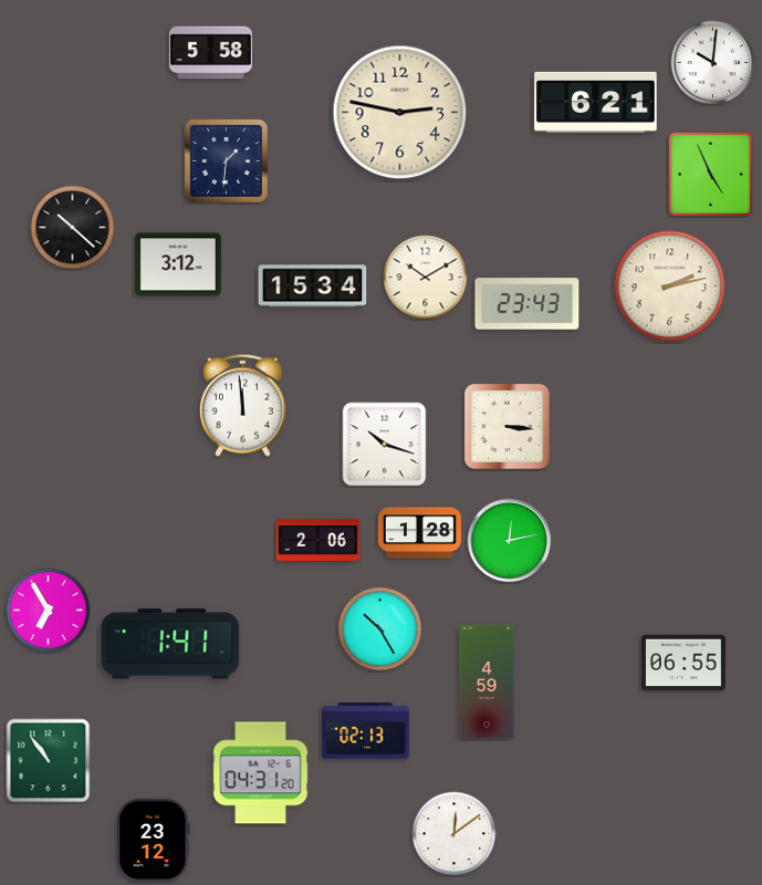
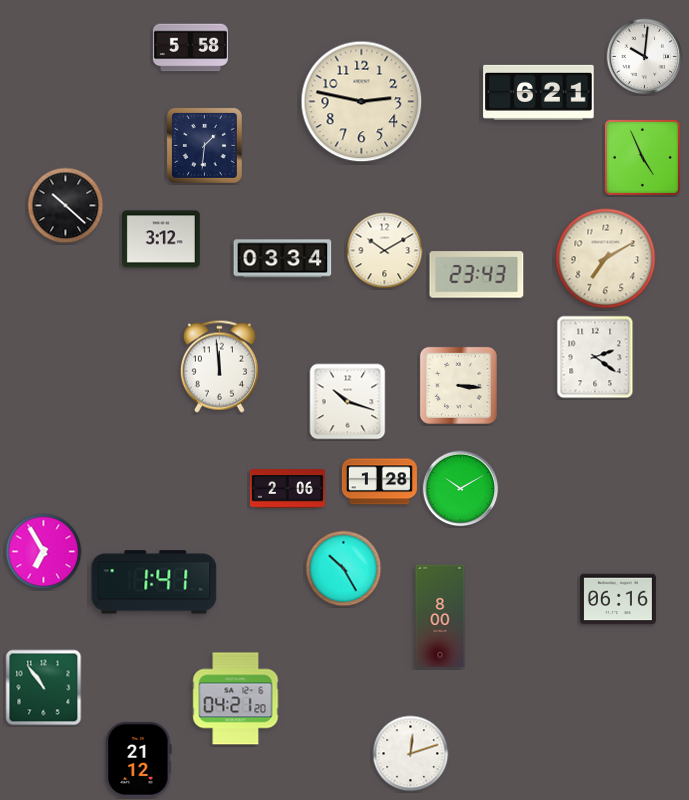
clock at (313, 287): 15:34 -> 03:34
clock at (670, 287): 2:13 -> 7:10
clock at (595, 357): none -> 2:21
clock at (510, 541): 12:13 -> 10:10
clock at (683, 663): 06:55 -> 06:16
clock at (487, 681): 4:59 -> 8:00
clock at (366, 731): 02:13 -> none
clock at (261, 773): 04:31 -> 04:21
clock at (455, 834): 12:09 -> 12:12
clock at (154, 840): 23:12 -> 21:12
